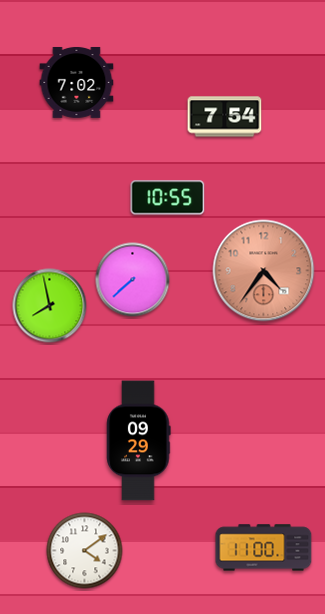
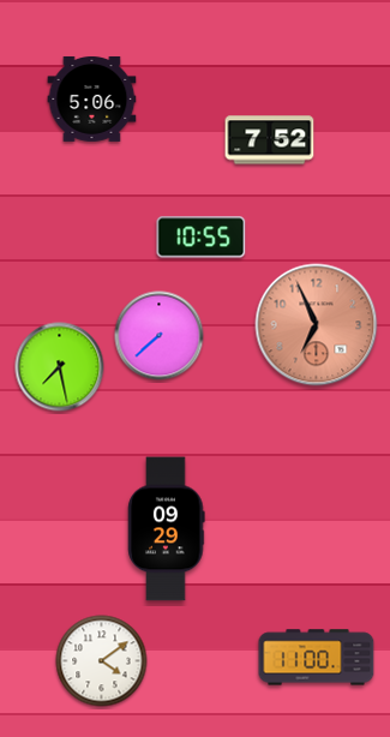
clock at (77, 82): 7:02 -> 5:06
clock at (225, 117): 7:54 -> 7:52
clock at (264, 271): 4:36 -> 6:56
clock at (50, 306): 7:58 -> 7:28
